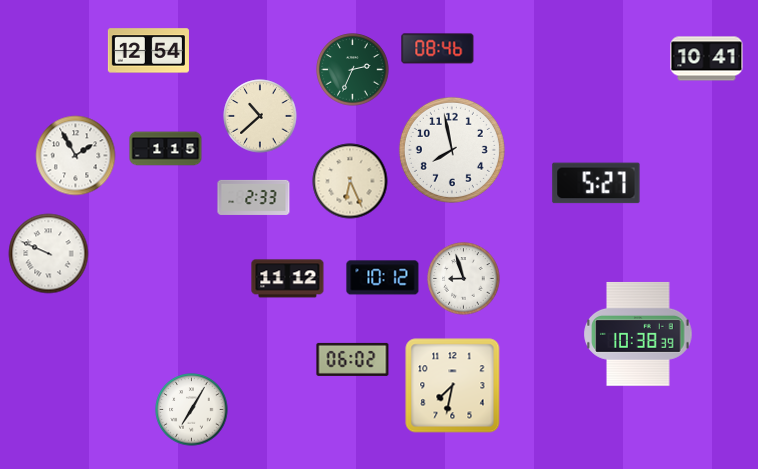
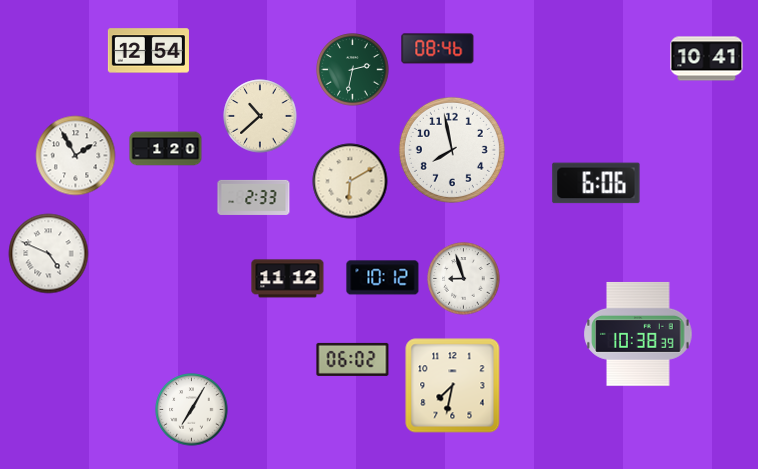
clock at (353, 70): 2:34 -> 2:32
clock at (166, 149): 1:15 -> 1:20
clock at (350, 181): 6:26 -> 6:10
clock at (596, 183): 5:27 -> 6:06
clock at (49, 254): 9:49 -> 4:49
